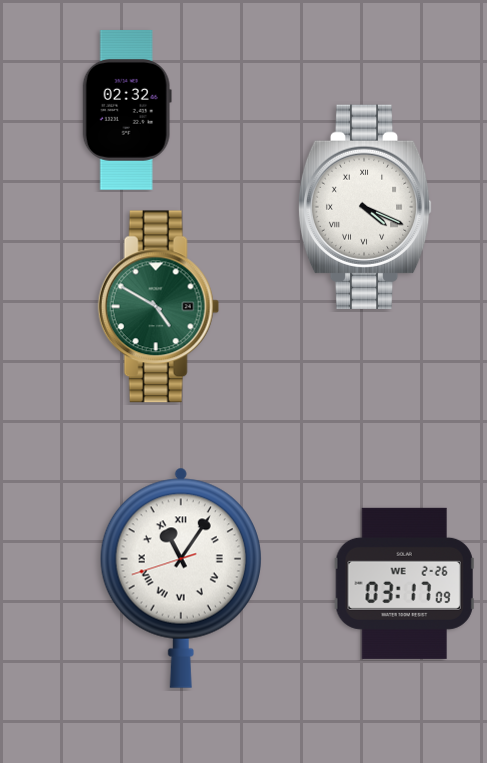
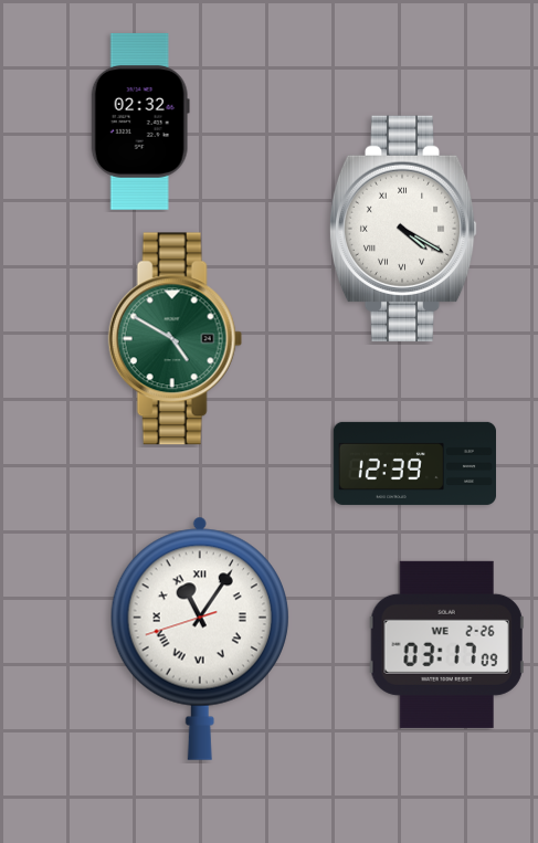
clock at (365, 207): 4:19 -> 4:20
clock at (414, 463): none -> 12:39
